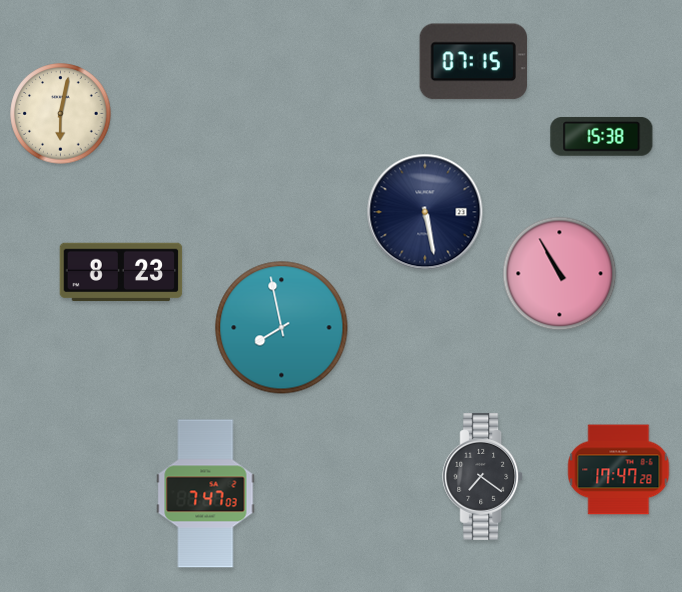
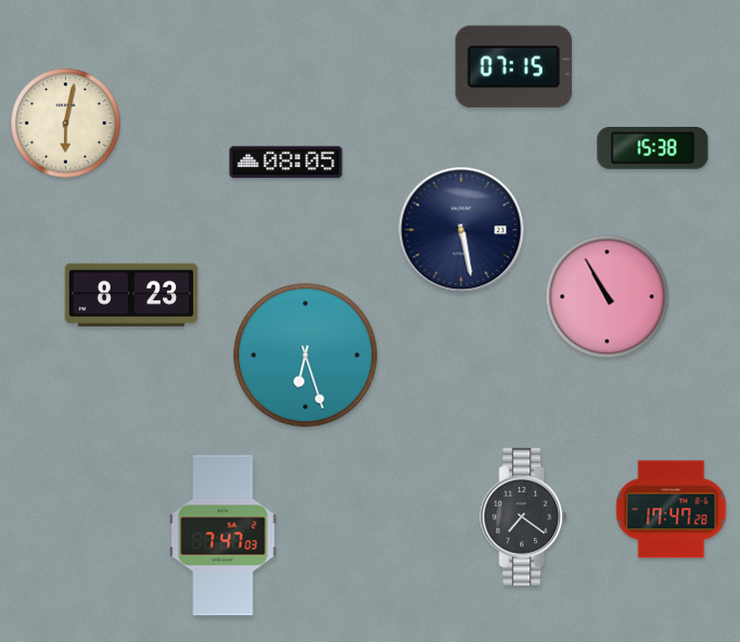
clock at (286, 163): none -> 08:05
clock at (282, 328): 7:58 -> 6:27
